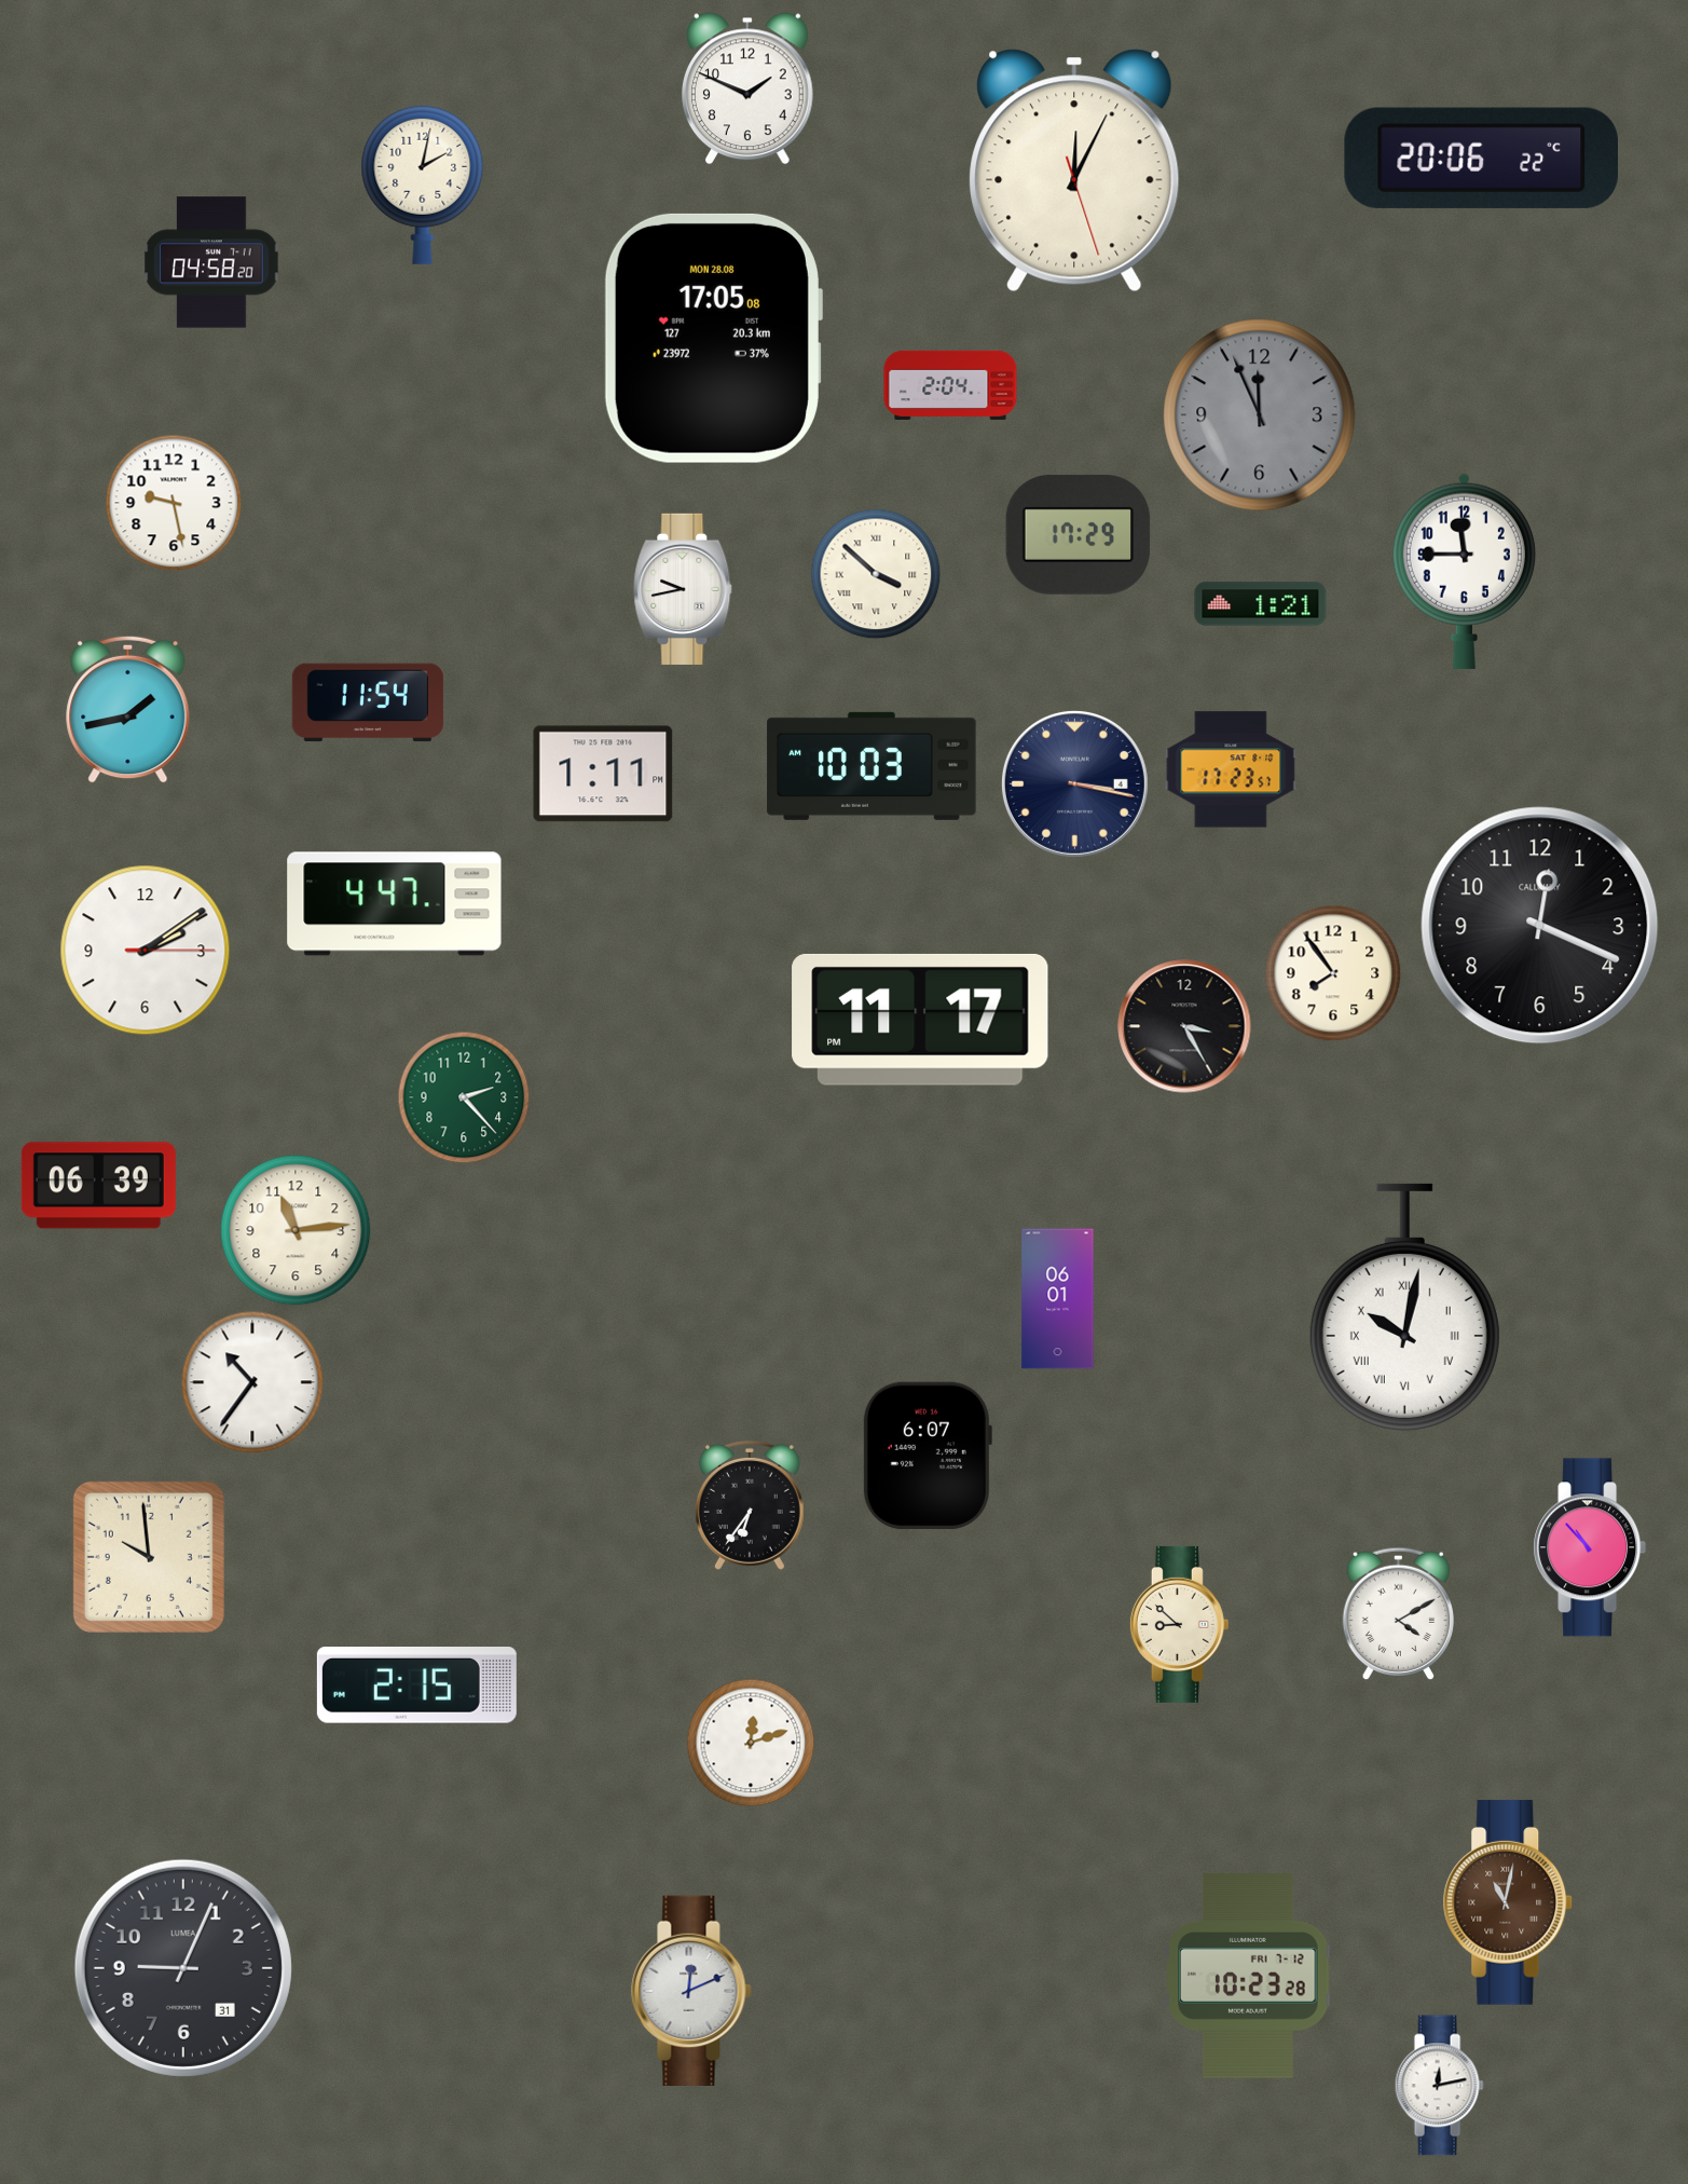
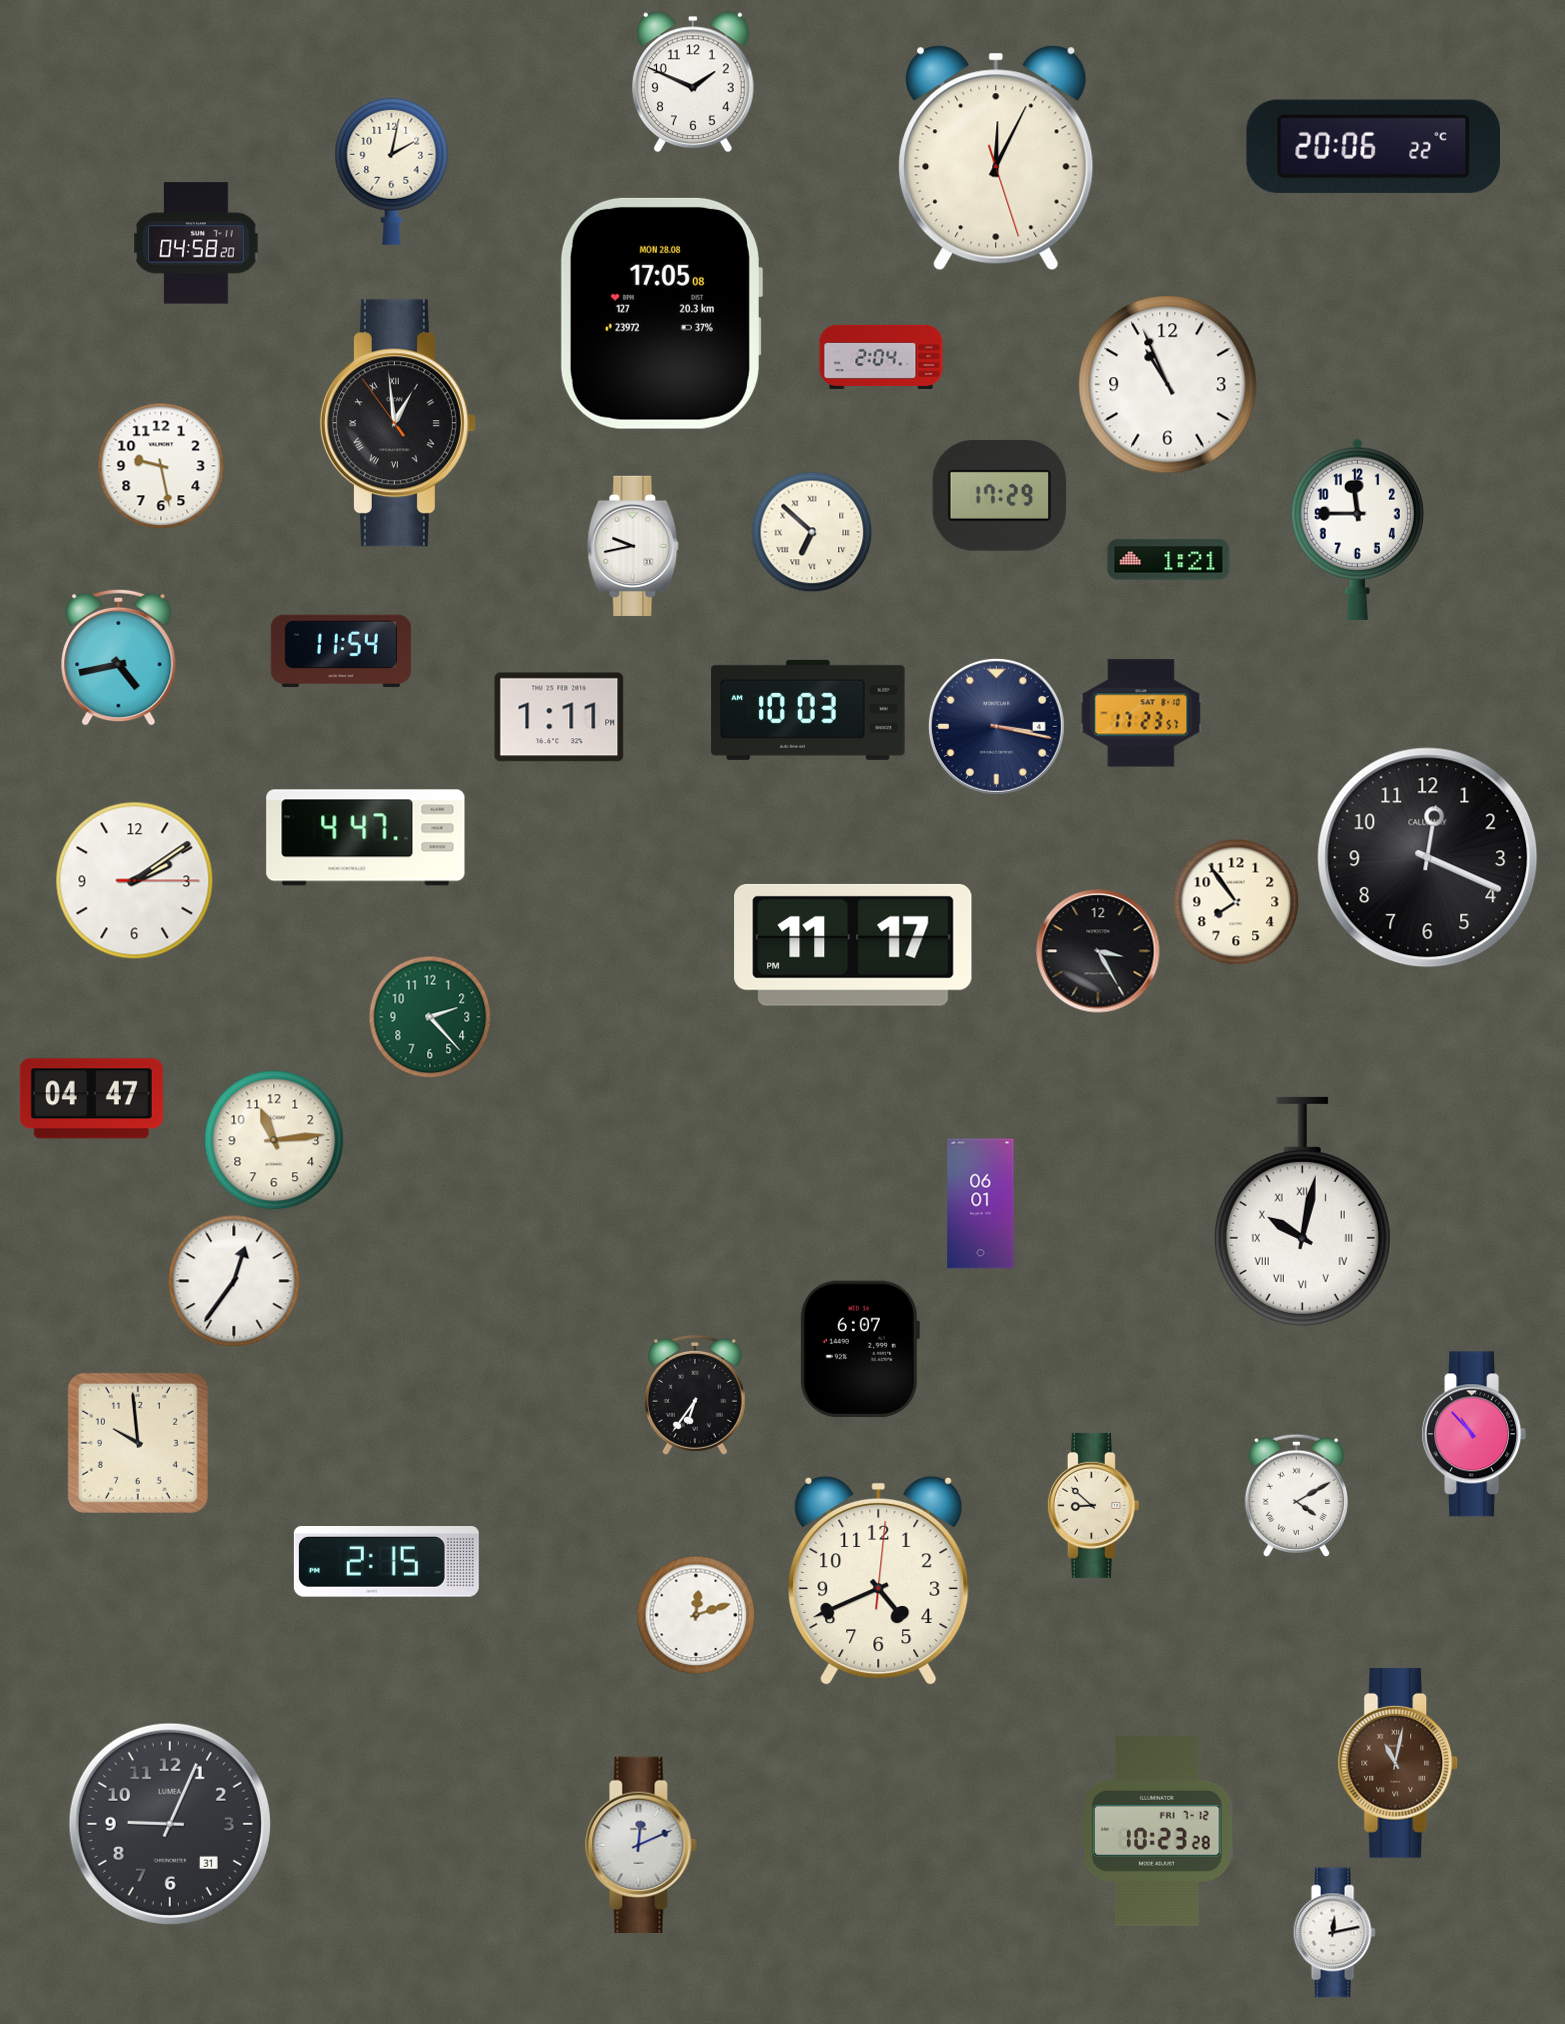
clock at (1260, 415): 11:56 -> 10:56
clock at (1260, 415) dial: grey -> white
clock at (398, 423): none -> 12:58
clock at (876, 574): 3:52 -> 6:52
clock at (128, 709): 1:43 -> 4:43
clock at (98, 1186): 06:39 -> 04:47
clock at (252, 1382): 10:36 -> 12:36
clock at (879, 1581): none -> 4:41
